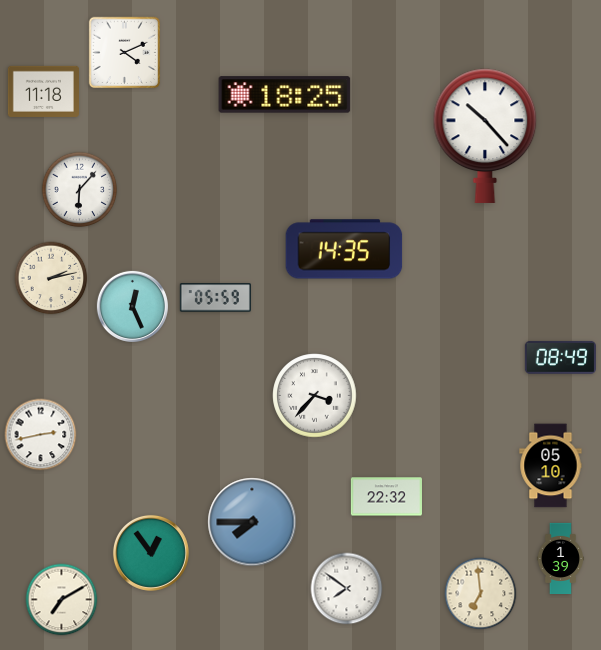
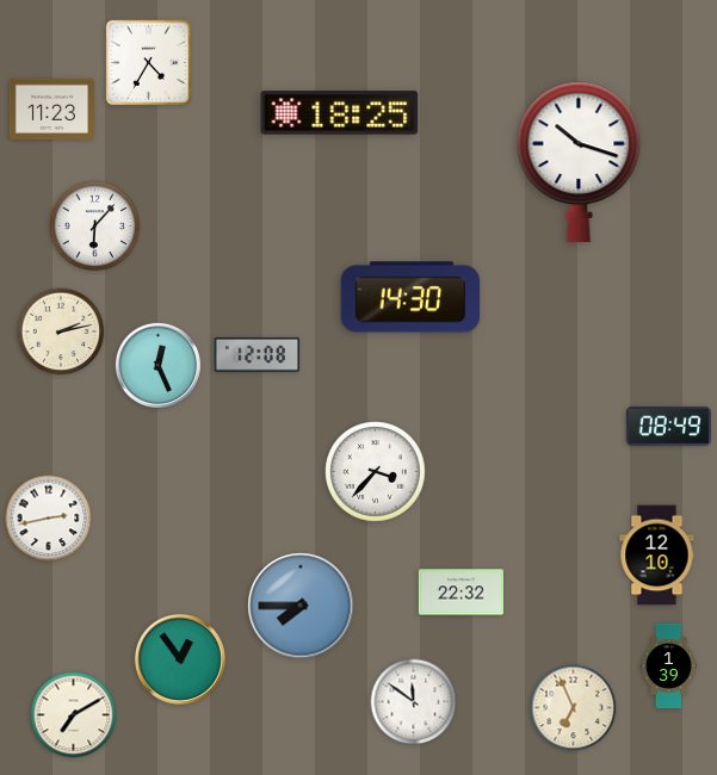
clock at (125, 53): 4:11 -> 4:35
clock at (43, 91): 11:18 -> 11:23
clock at (485, 136): 10:23 -> 10:18
clock at (344, 249): 14:35 -> 14:30
clock at (215, 298): 05:59 -> 12:08
clock at (551, 466): 05:10 -> 12:10
clock at (252, 522) position: (252, 522) -> (301, 606)
clock at (347, 589): 7:51 -> 11:51
clock at (481, 594): 6:59 -> 6:56
